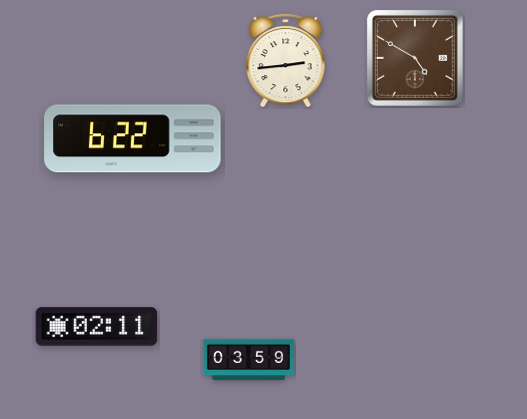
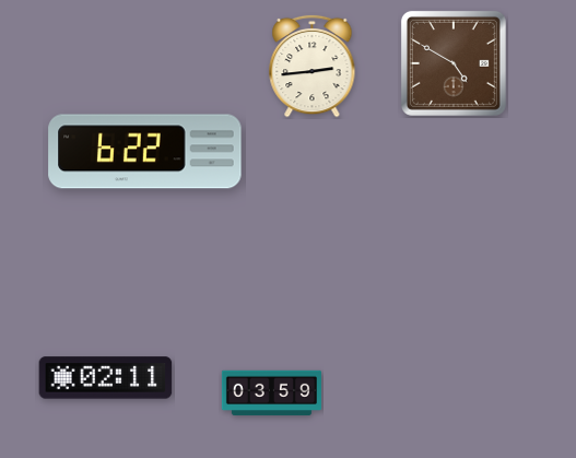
clock at (97, 327) position: (97, 327) -> (106, 378)
